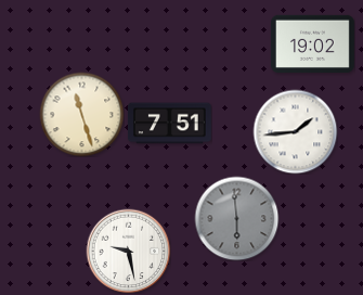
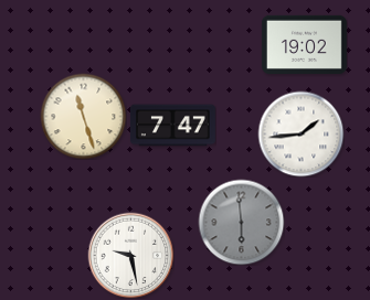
clock at (312, 43) position: (312, 43) -> (304, 44)
clock at (170, 124): 7:51 -> 7:47
